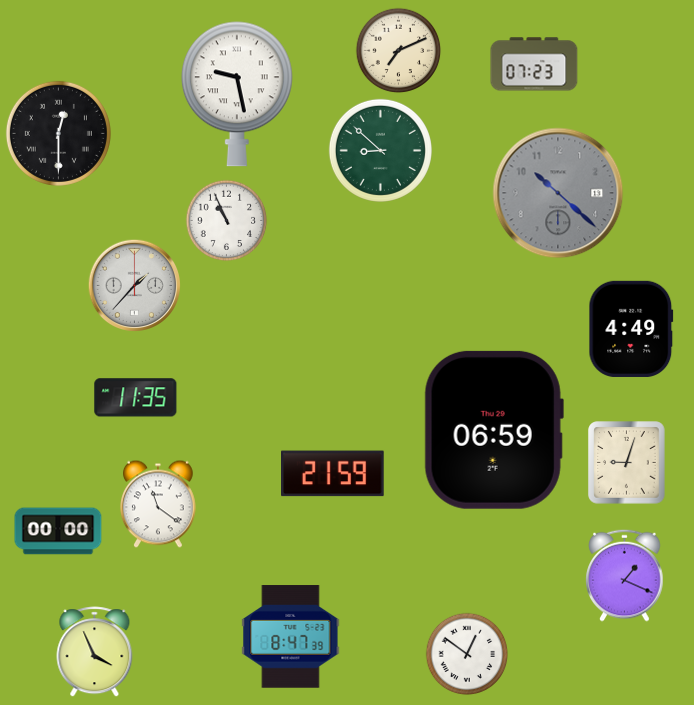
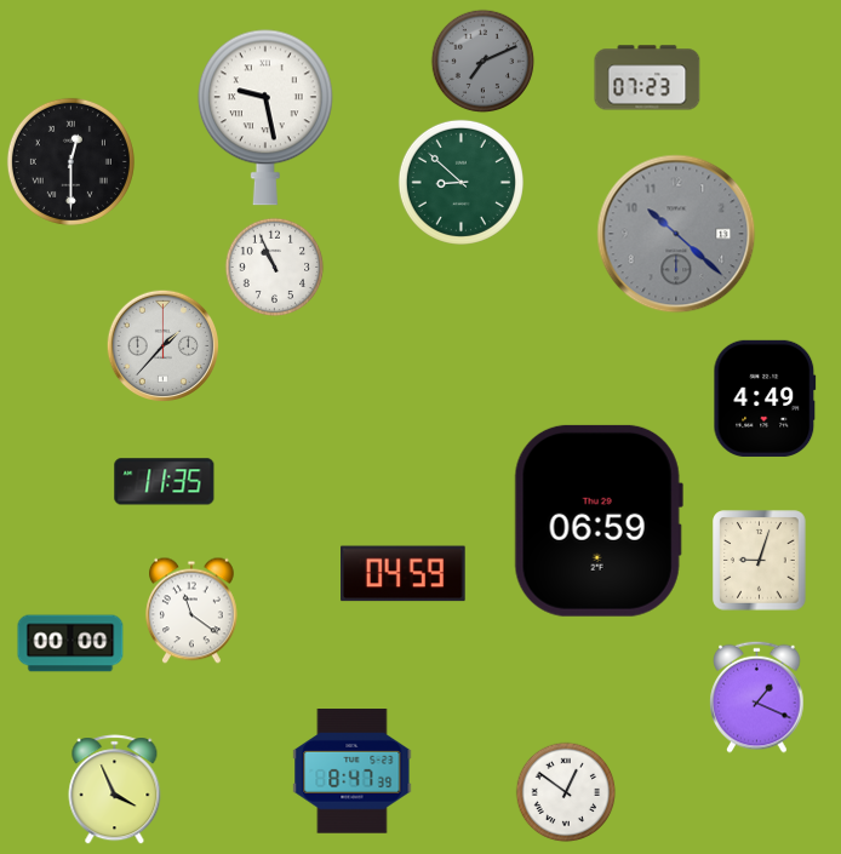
clock at (399, 51) dial: cream -> grey
clock at (237, 94) position: (237, 94) -> (265, 118)
clock at (333, 474): 21:59 -> 04:59
